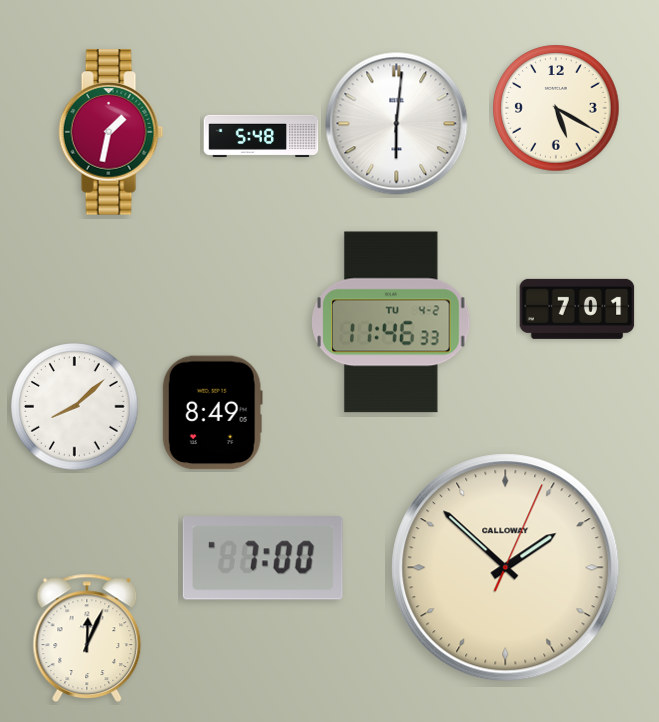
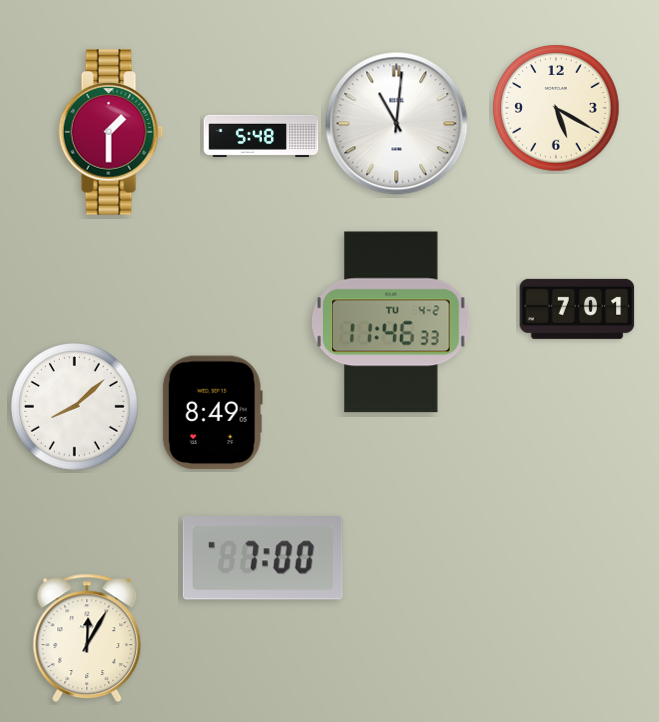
clock at (397, 124): 6:01 -> 11:01
clock at (111, 132): 1:32 -> 1:30
clock at (506, 568): 1:52 -> none
clock at (87, 637): 12:04 -> 12:05
